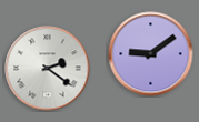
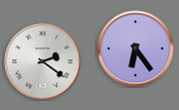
clock at (151, 54): 9:09 -> 6:24
